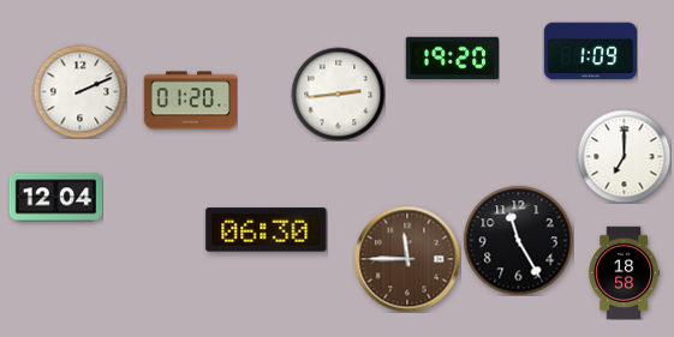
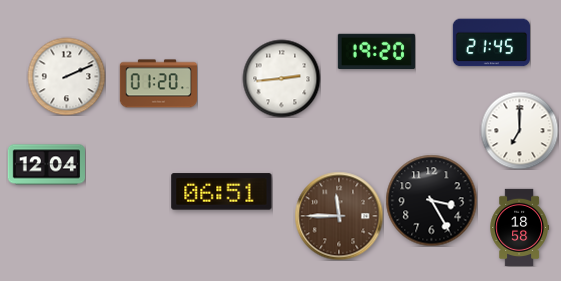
clock at (590, 52): 1:09 -> 21:45
clock at (452, 59) position: (452, 59) -> (376, 52)
clock at (267, 230): 06:30 -> 06:51
clock at (518, 240): 11:25 -> 3:25
